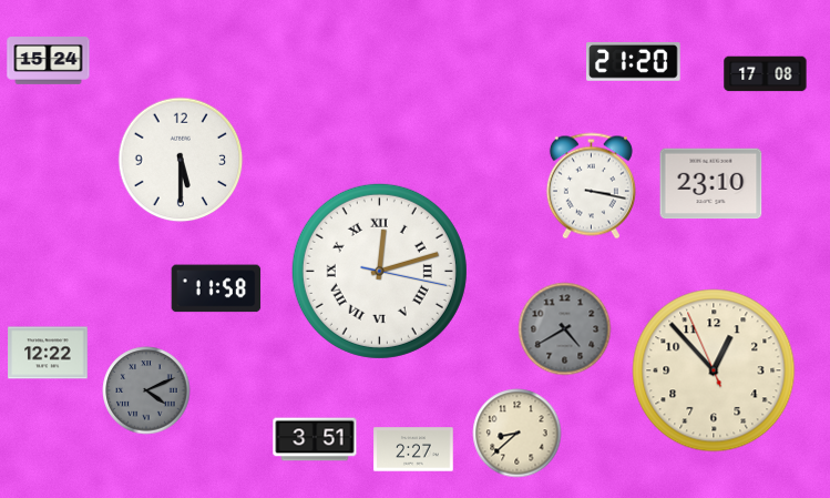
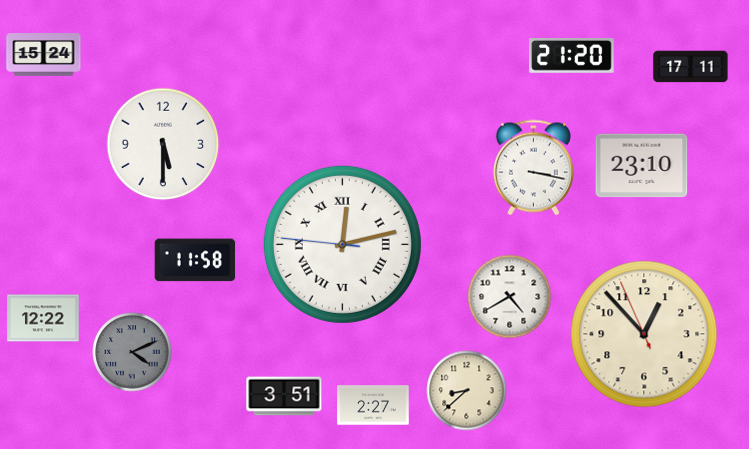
clock at (766, 74): 17:08 -> 17:11
clock at (379, 271): 12:12:17 -> 12:12:46
clock at (565, 329) dial: grey -> white
